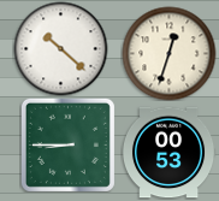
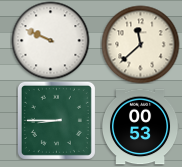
clock at (60, 48): 10:22 -> 9:49
clock at (168, 53): 12:33 -> 11:38
